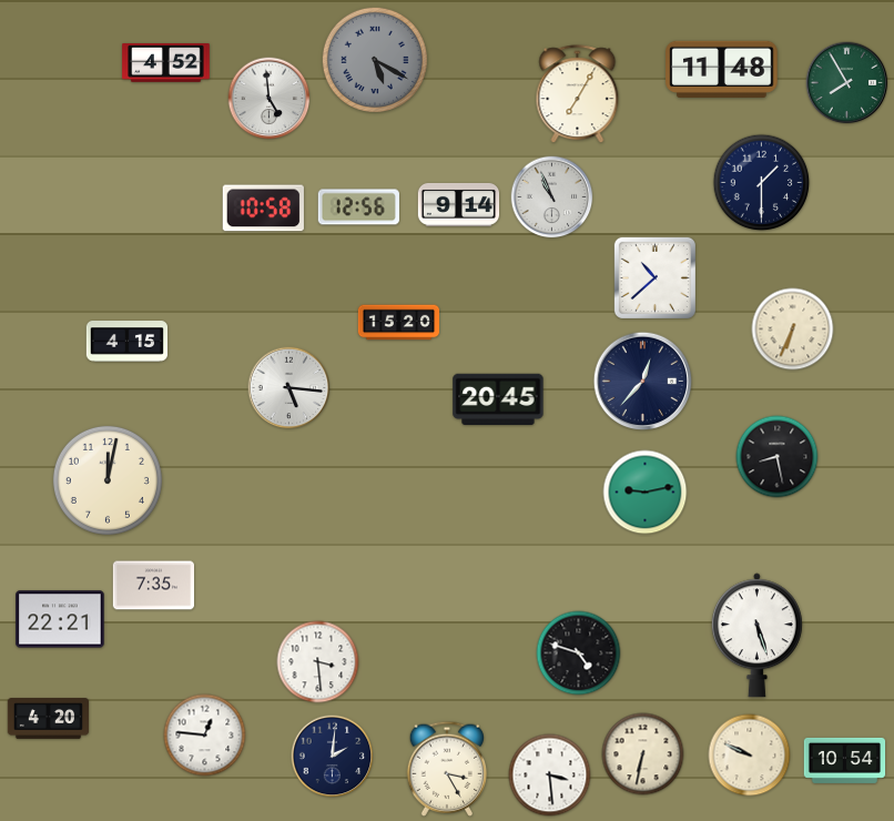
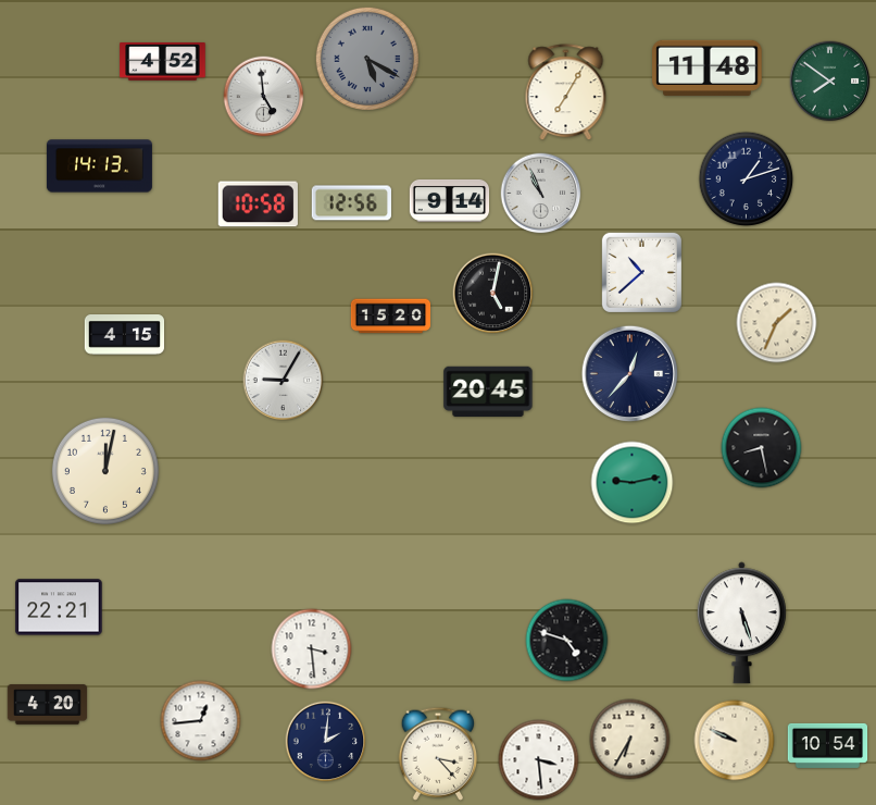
clock at (847, 83): 7:55 -> 7:51
clock at (99, 166): none -> 14:13
clock at (762, 183): 1:30 -> 1:12
clock at (493, 294): none -> 5:02
clock at (793, 330): 6:34 -> 1:34
clock at (289, 388): 5:16 -> 9:05
clock at (154, 586): 7:35 -> none
clock at (205, 736): 12:46 -> 12:44
clock at (643, 754): 6:32 -> 6:35
clock at (447, 769): 3:25 -> 3:23
